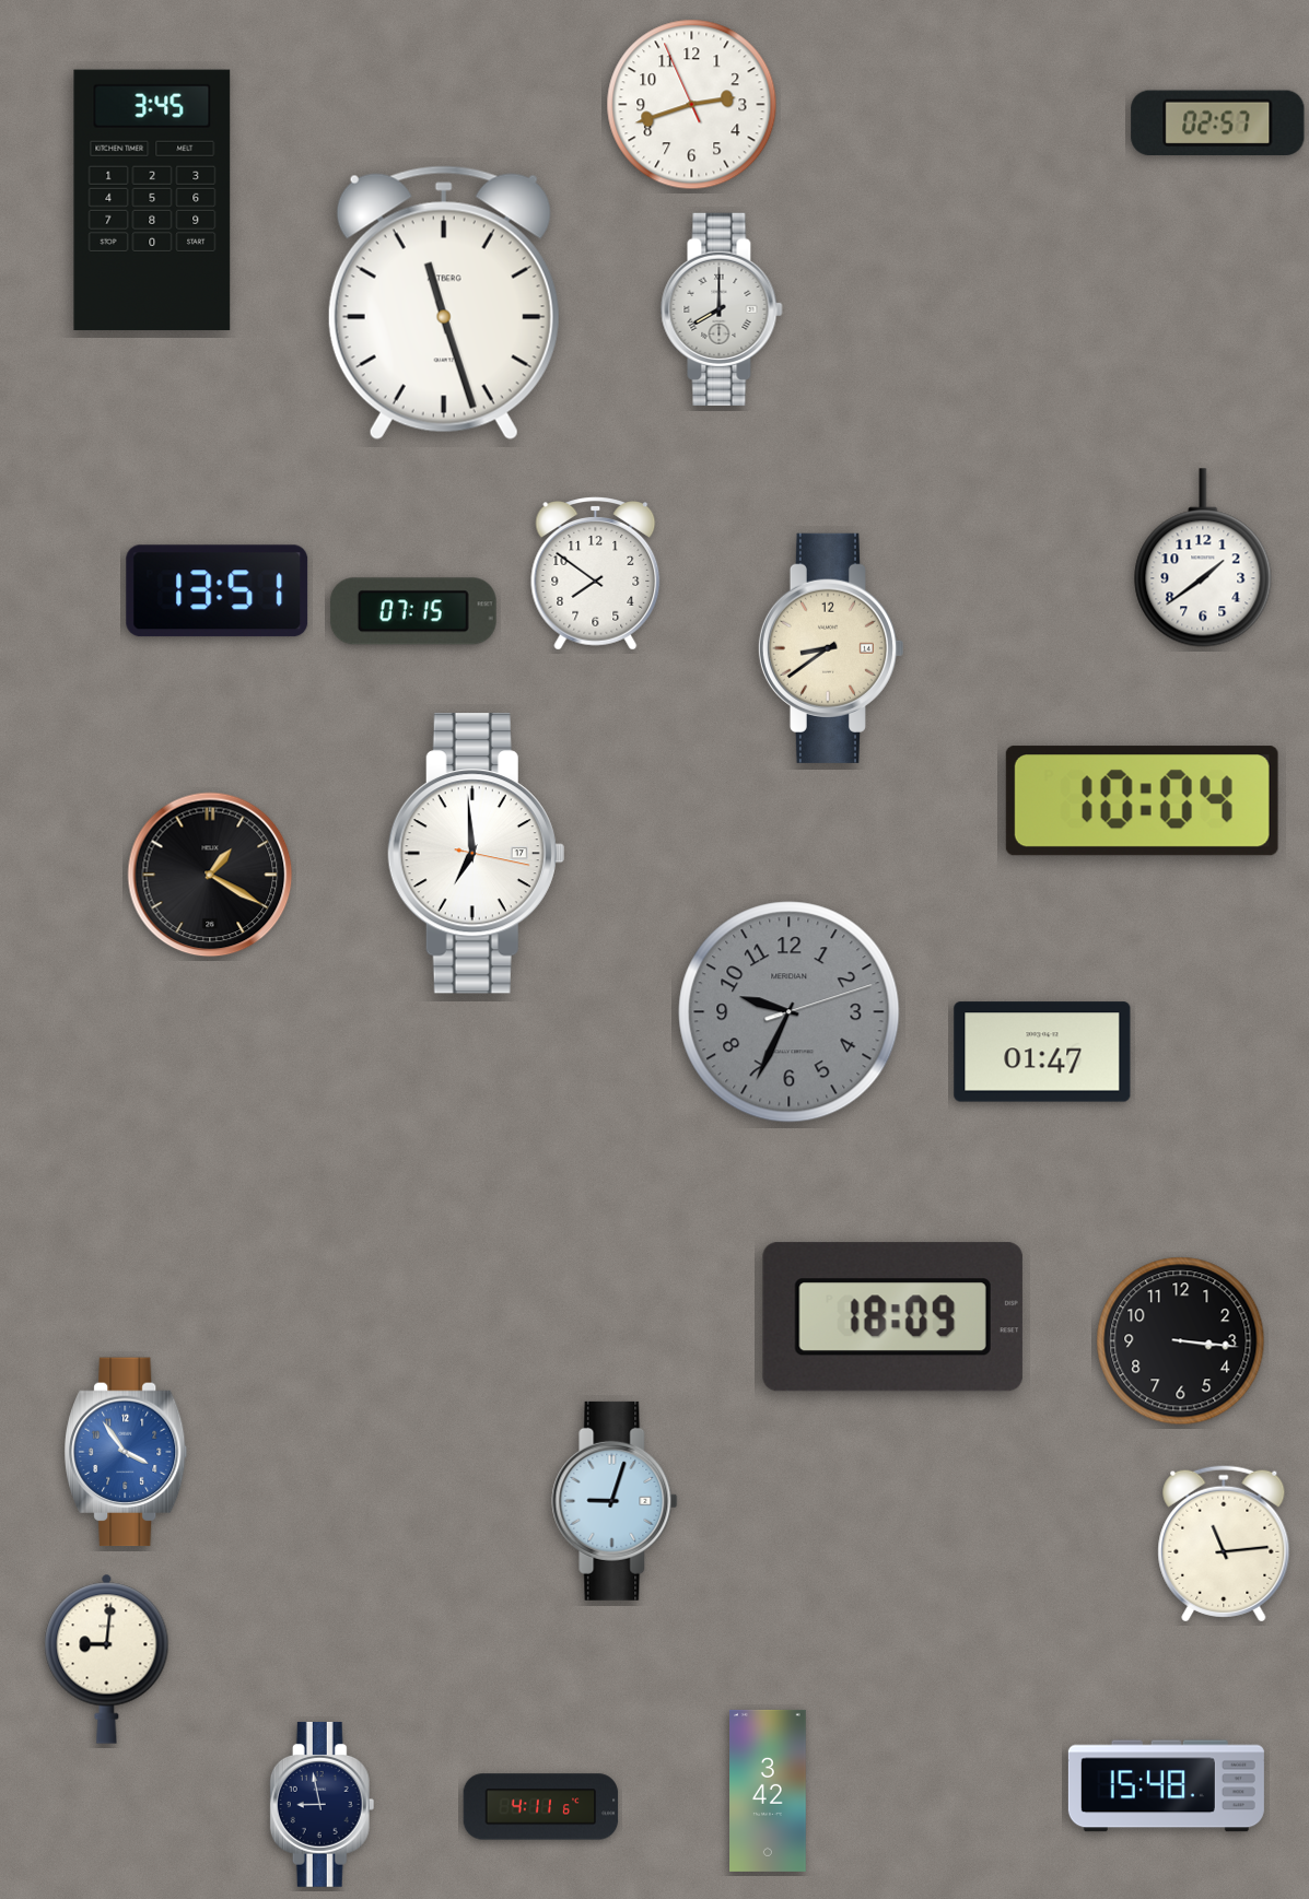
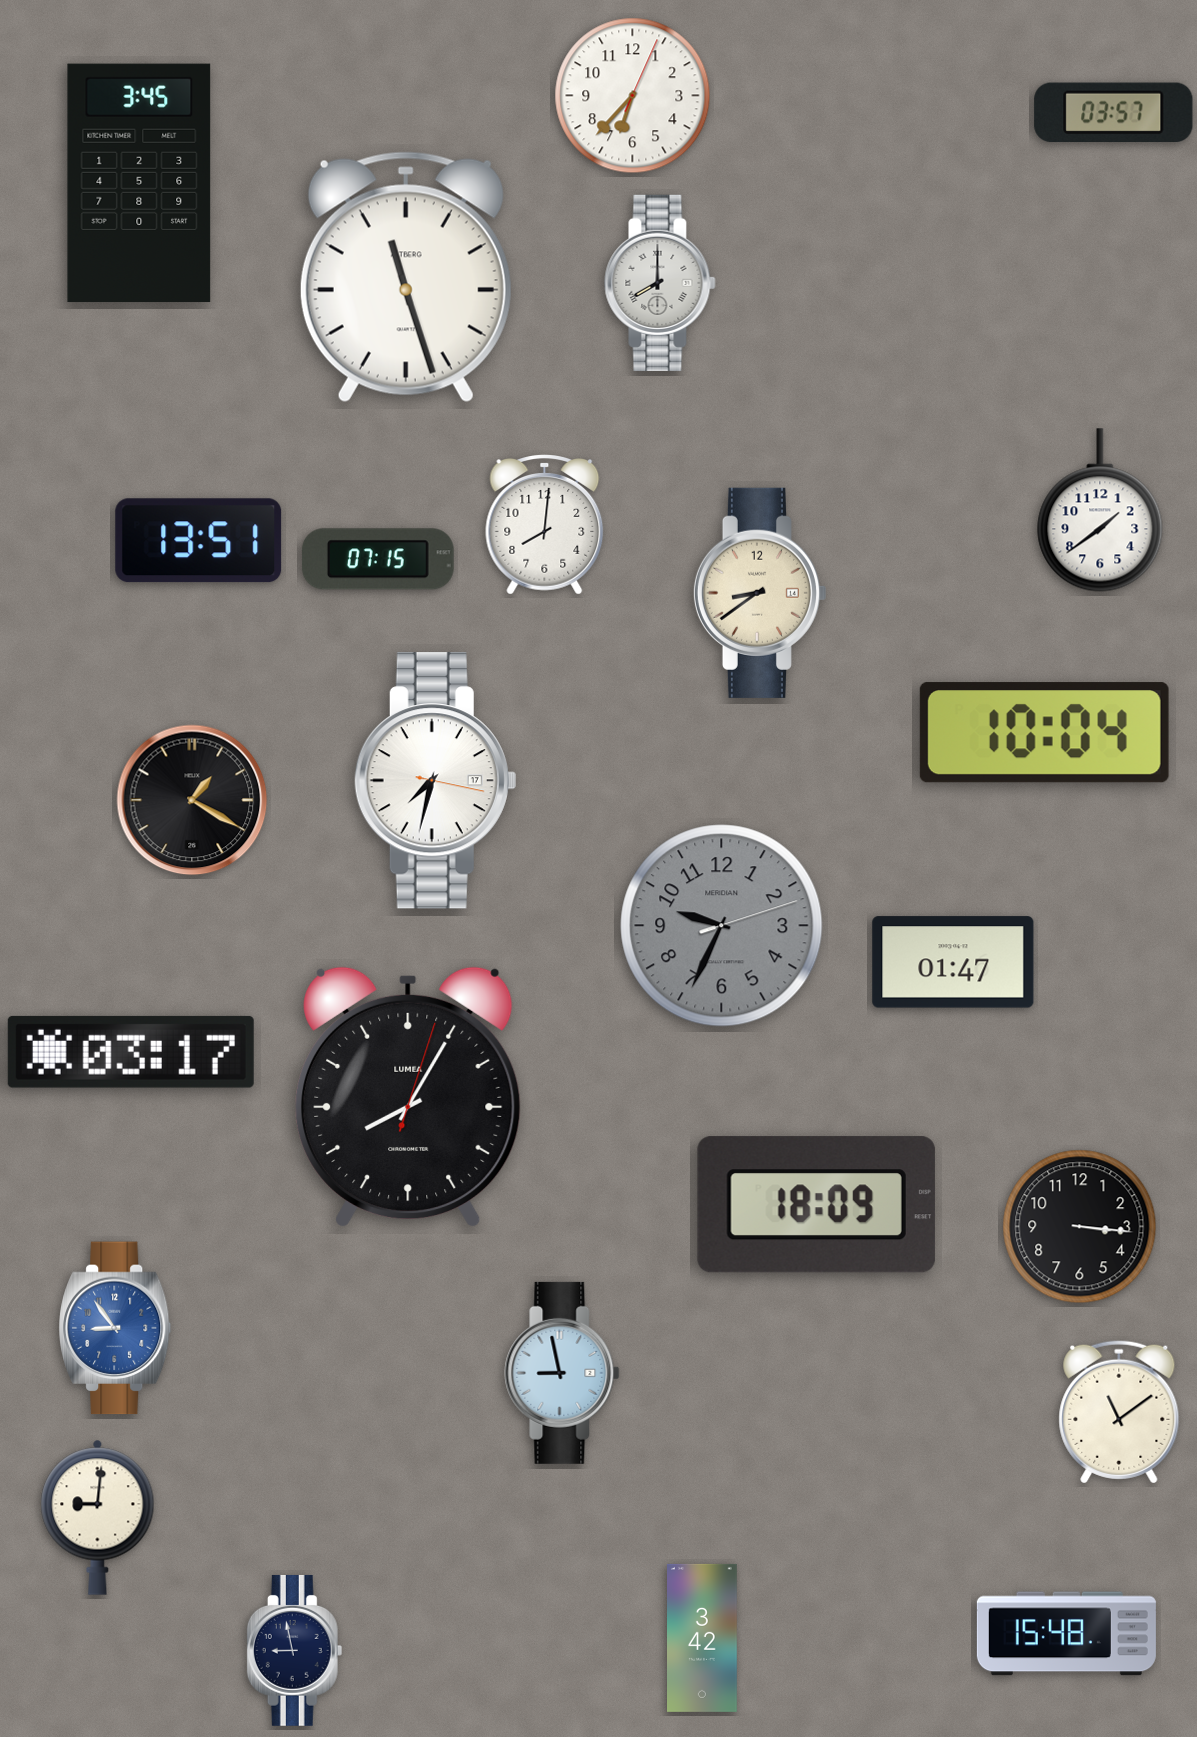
clock at (692, 105): 2:41 -> 6:37
clock at (1218, 122): 02:57 -> 03:57
clock at (596, 574): 7:51 -> 8:01
clock at (476, 854): 6:59 -> 7:32
clock at (131, 1052): none -> 03:17
clock at (408, 1097): none -> 8:05
clock at (127, 1452): 3:54 -> 8:54
clock at (615, 1501): 9:03 -> 8:58
clock at (1224, 1544): 11:14 -> 11:09
clock at (541, 1807): 4:11 -> none
